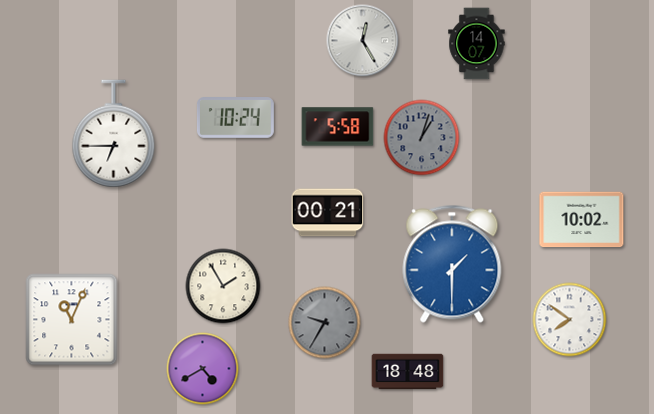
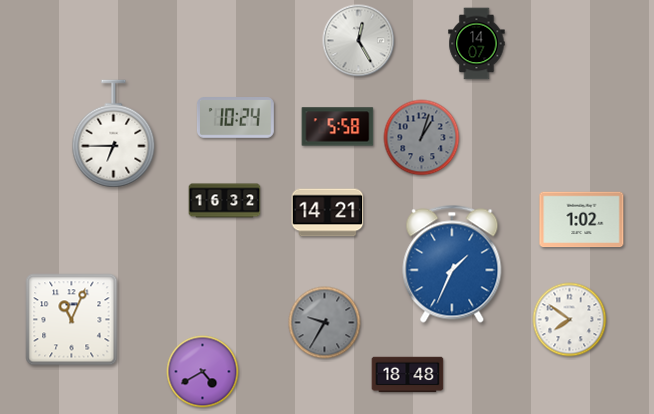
clock at (363, 41) position: (363, 41) -> (359, 41)
clock at (225, 201): none -> 16:32
clock at (328, 213): 00:21 -> 14:21
clock at (582, 220): 10:02 -> 1:02
clock at (452, 264): 1:30 -> 1:34
clock at (223, 286): 1:55 -> none
clock at (203, 369) position: (203, 369) -> (203, 372)
clock at (408, 372) position: (408, 372) -> (408, 375)
